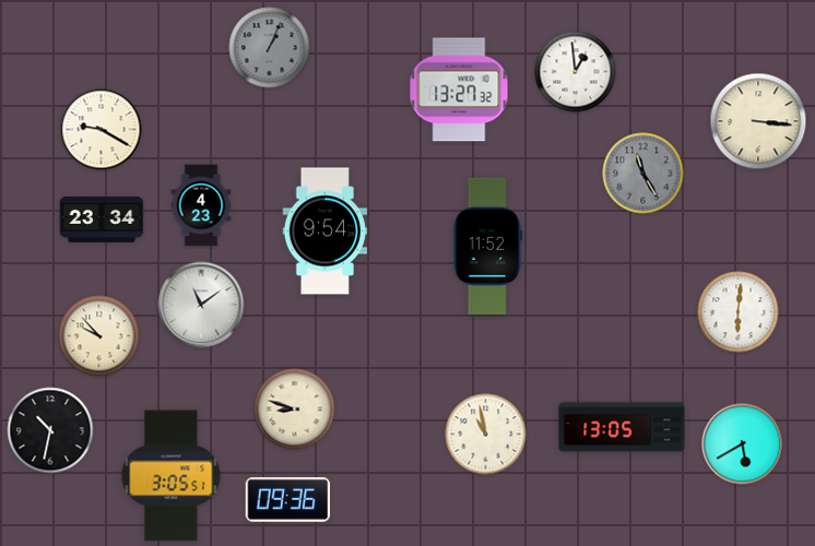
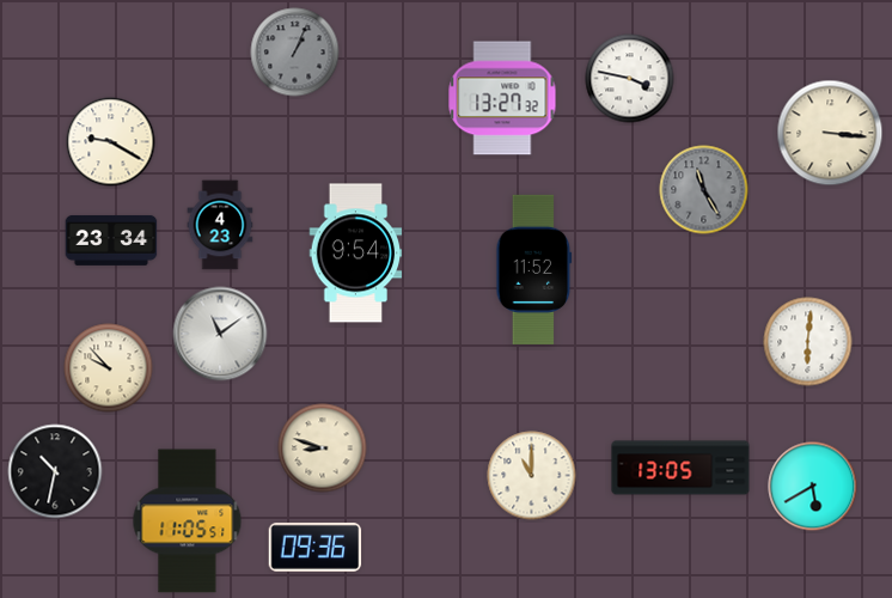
clock at (576, 72): 12:59 -> 3:47
clock at (486, 435): 10:58 -> 11:00
clock at (172, 476): 3:05 -> 11:05
